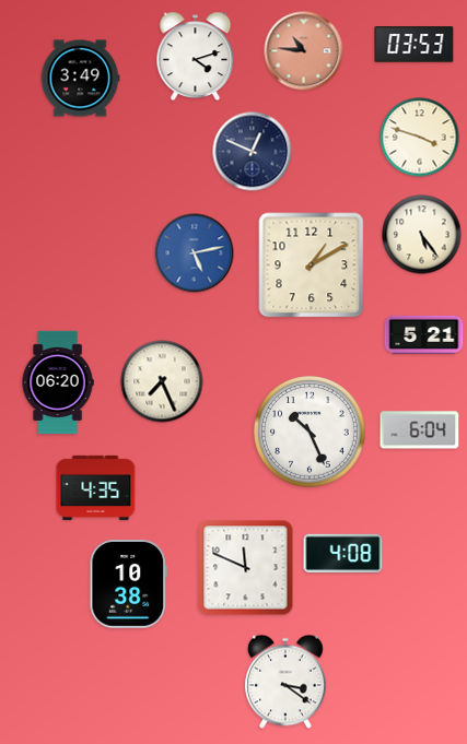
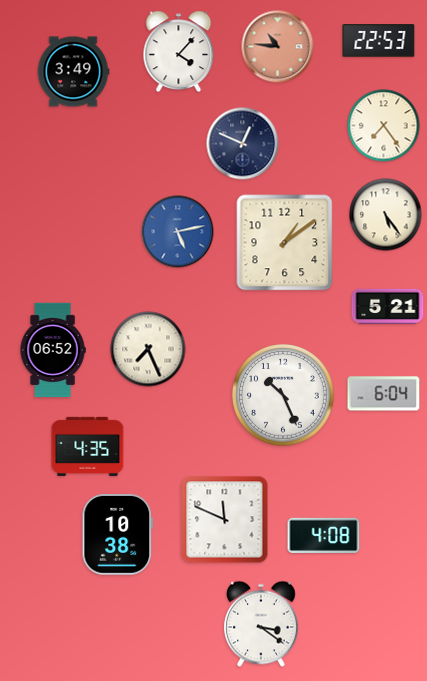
clock at (415, 45): 03:53 -> 22:53
clock at (196, 57): 4:12 -> 4:07
clock at (420, 138): 3:48 -> 7:24
clock at (253, 152) position: (253, 152) -> (243, 144)
clock at (312, 265): 1:10 -> 1:09
clock at (58, 382): 06:20 -> 06:52
clock at (343, 553) position: (343, 553) -> (324, 535)
